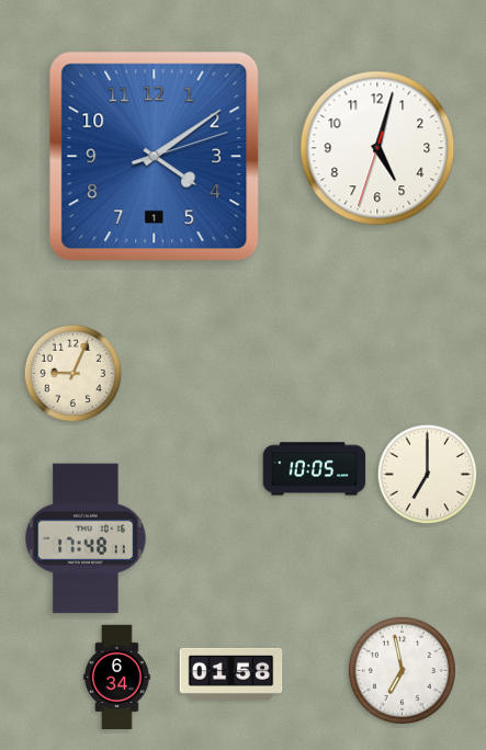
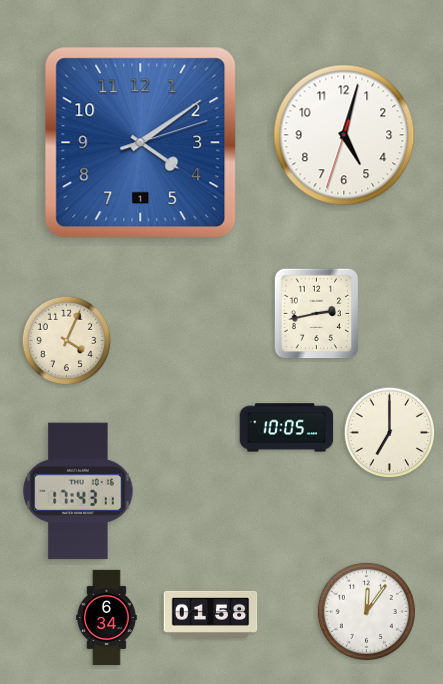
clock at (317, 314): none -> 2:43
clock at (74, 374): 9:04 -> 4:04
clock at (86, 538): 17:48 -> 17:43
clock at (402, 670): 6:58 -> 12:06
